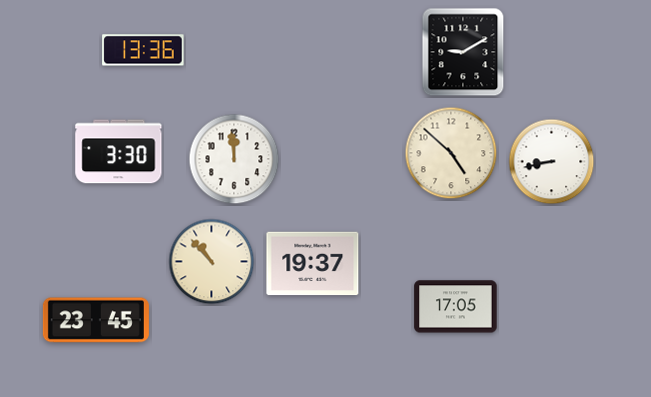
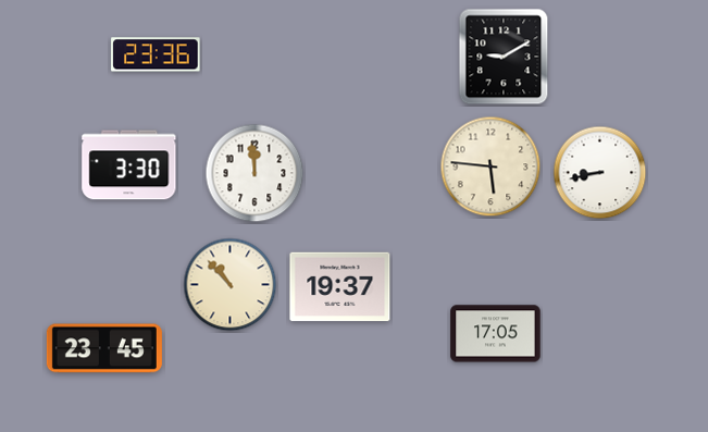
clock at (143, 50): 13:36 -> 23:36
clock at (451, 153): 4:52 -> 5:46
clock at (552, 162) position: (552, 162) -> (600, 173)
